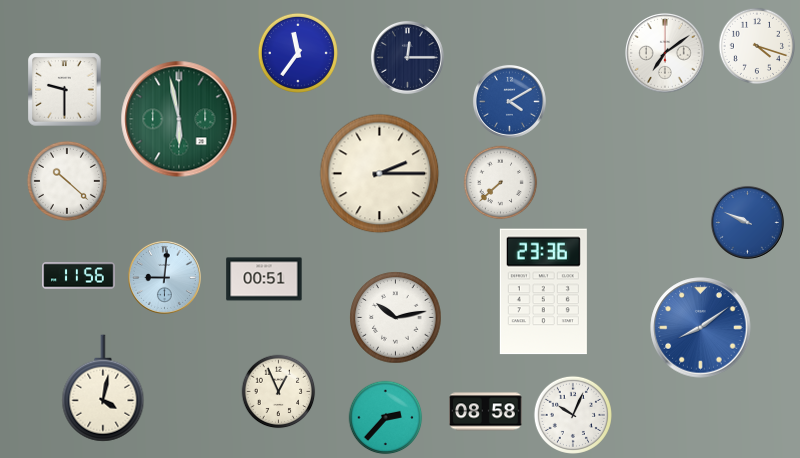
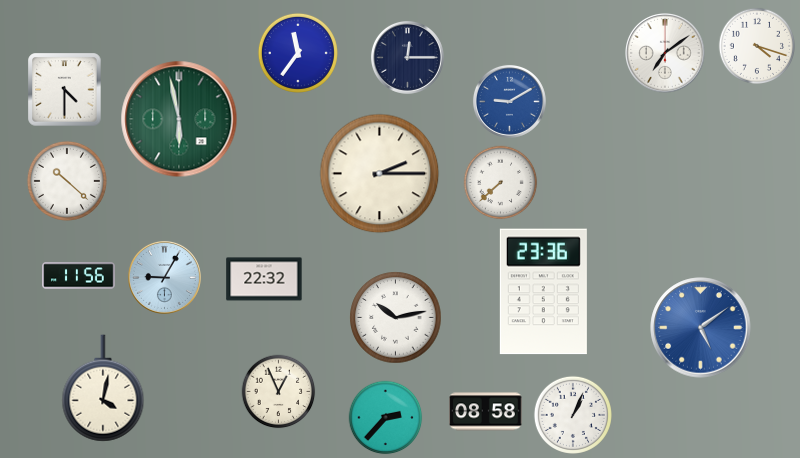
clock at (65, 90): 9:30 -> 4:30
clock at (509, 101): 4:10 -> 9:10
clock at (747, 222): 9:49 -> none
clock at (164, 277): 9:01 -> 9:05
clock at (264, 279): 00:51 -> 22:32
clock at (701, 328): 8:09 -> 5:09
clock at (573, 415): 10:04 -> 1:04
